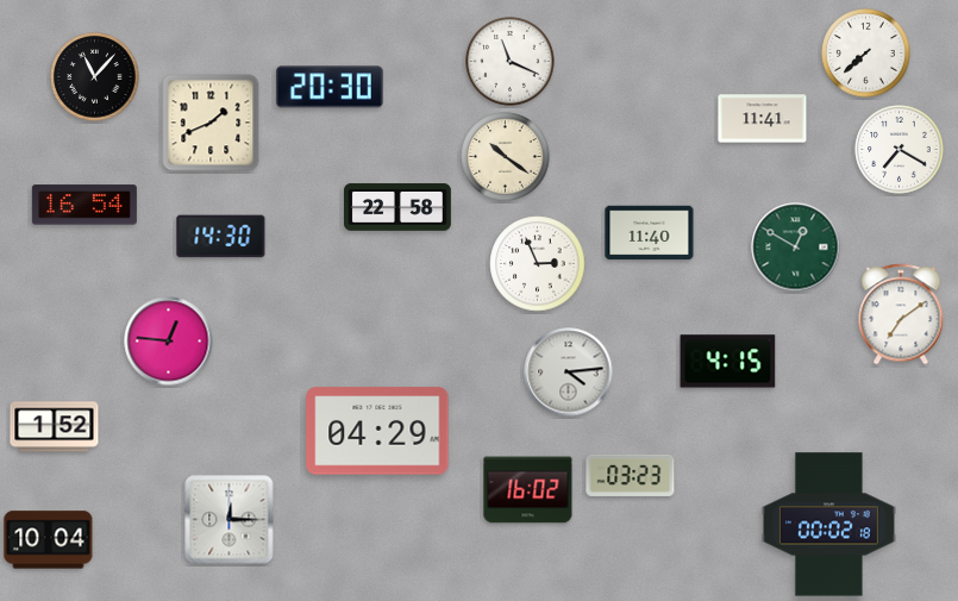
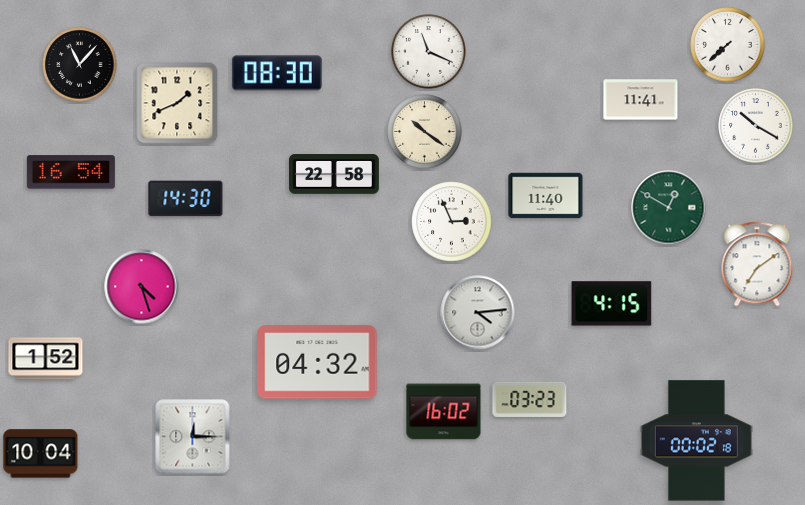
clock at (330, 87): 20:30 -> 08:30
clock at (900, 150): 7:20 -> 10:20
clock at (169, 342): 12:46 -> 4:27
clock at (377, 431): 04:29 -> 04:32
